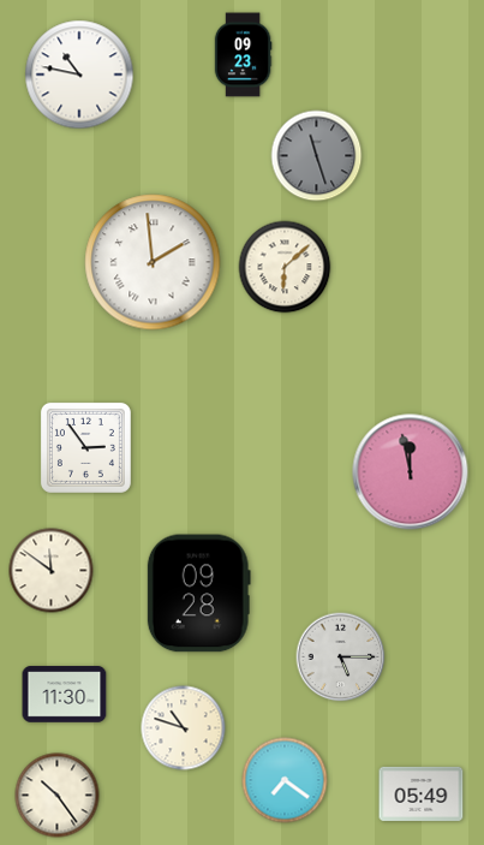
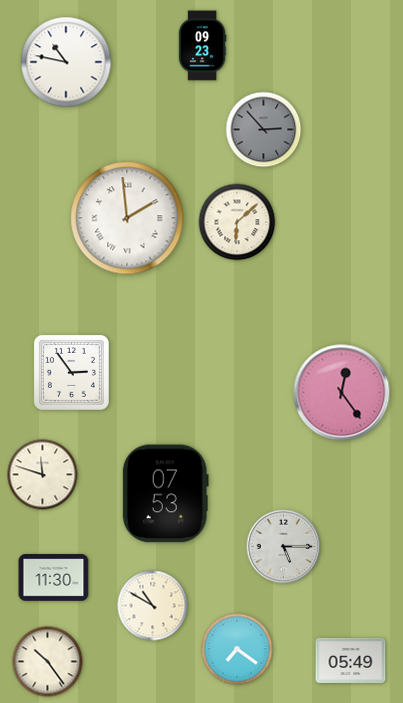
clock at (317, 156): 11:27 -> 2:53
clock at (411, 472): 11:58 -> 12:24
clock at (52, 571): 11:51 -> 11:48
clock at (198, 594): 09:28 -> 07:53
clock at (184, 728): 10:48 -> 10:50
